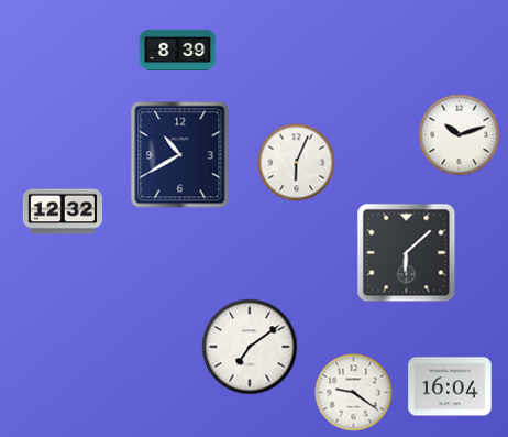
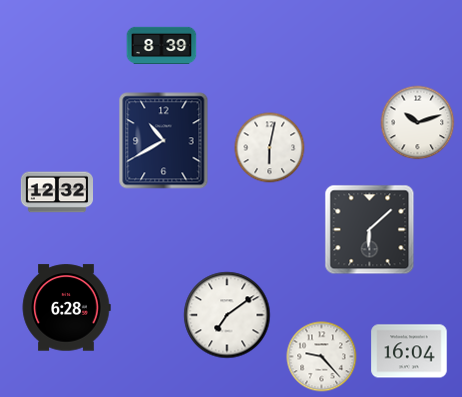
clock at (297, 163): 6:04 -> 6:02
clock at (66, 308): none -> 6:28
clock at (354, 393): 9:21 -> 9:23
